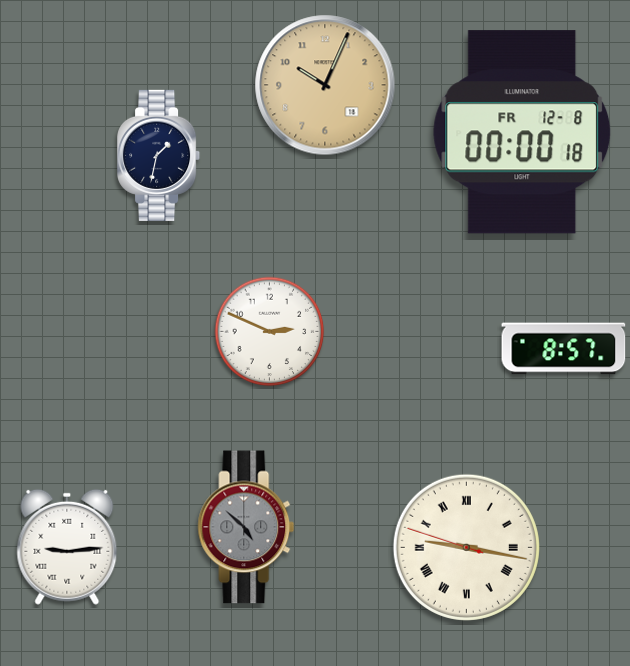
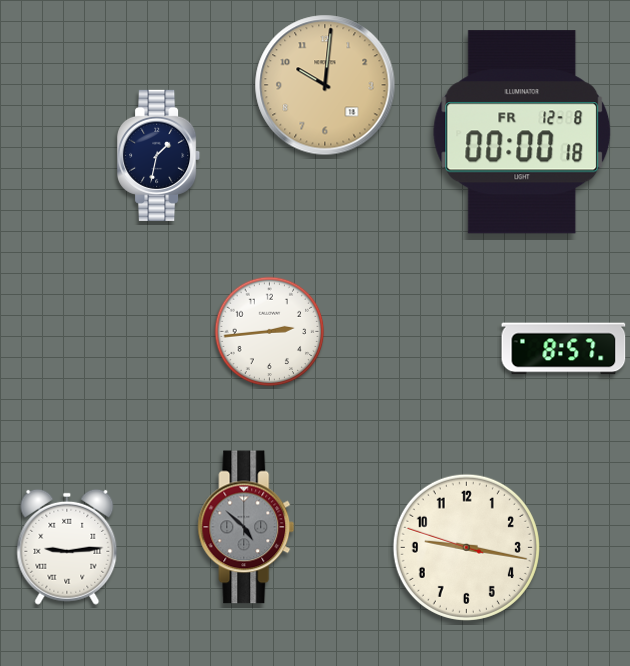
clock at (325, 85): 10:04 -> 10:01
clock at (270, 332): 2:49 -> 2:44
clock at (466, 547) numerals: Roman -> Arabic
